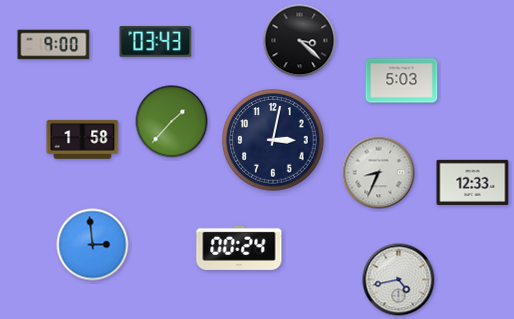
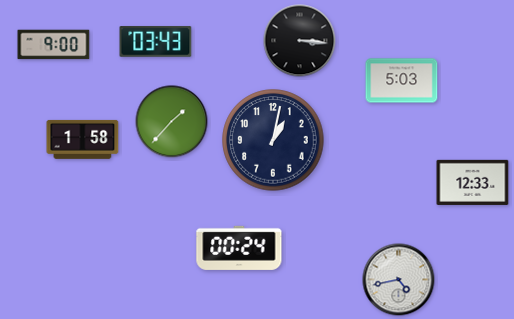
clock at (300, 41): 3:22 -> 3:16
clock at (273, 140): 3:02 -> 1:02
clock at (379, 173): 8:34 -> none
clock at (93, 245): 2:59 -> none
